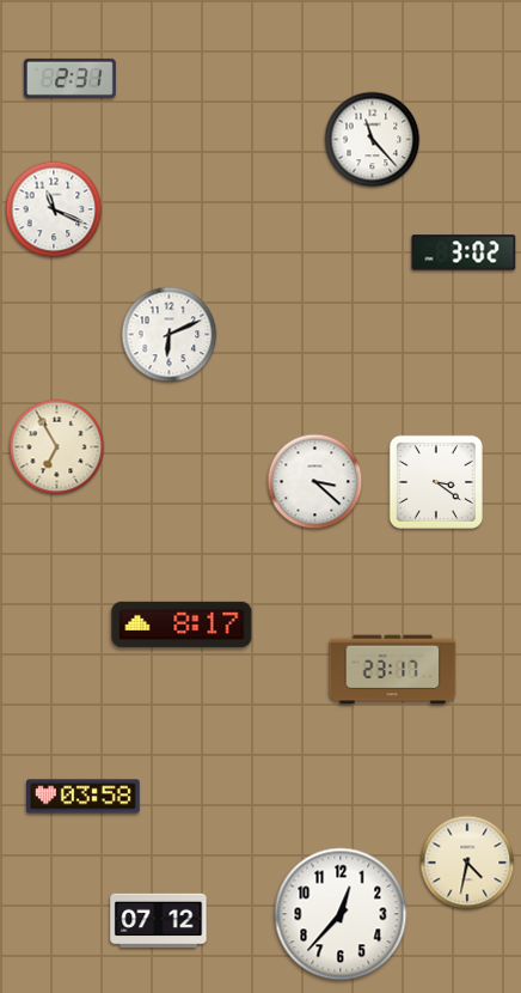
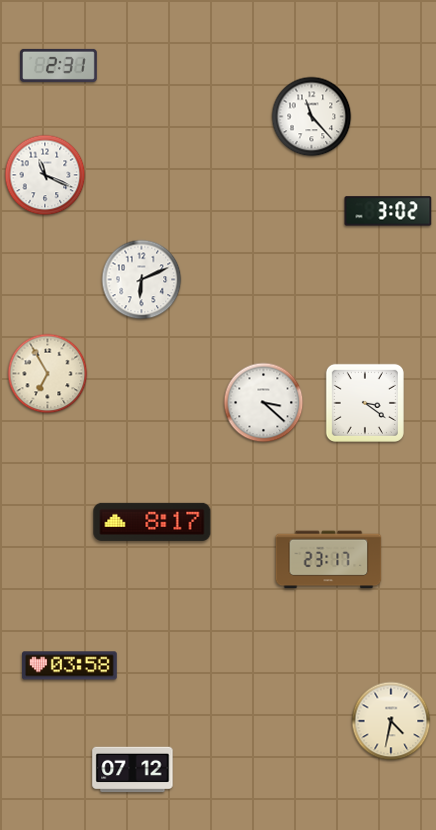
clock at (341, 914): 12:37 -> none
